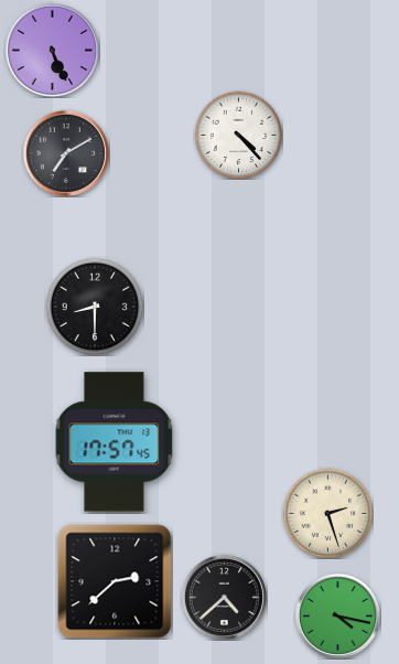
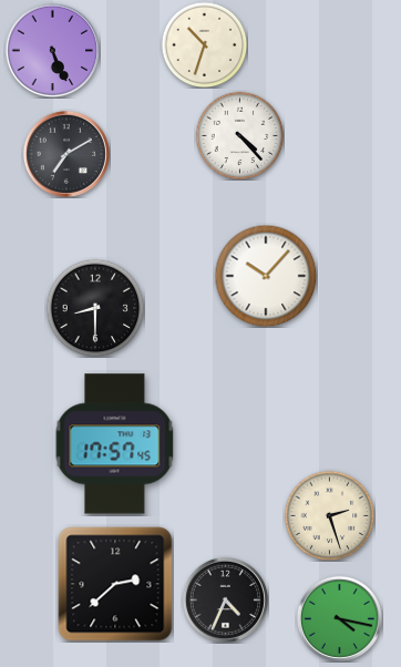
clock at (204, 44): none -> 10:33
clock at (266, 276): none -> 10:07
clock at (224, 597): 4:38 -> 4:34
